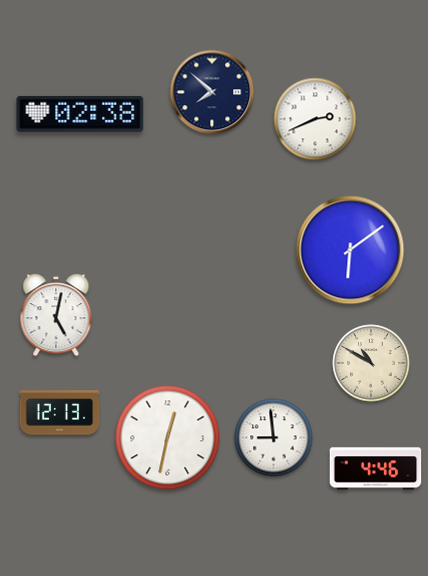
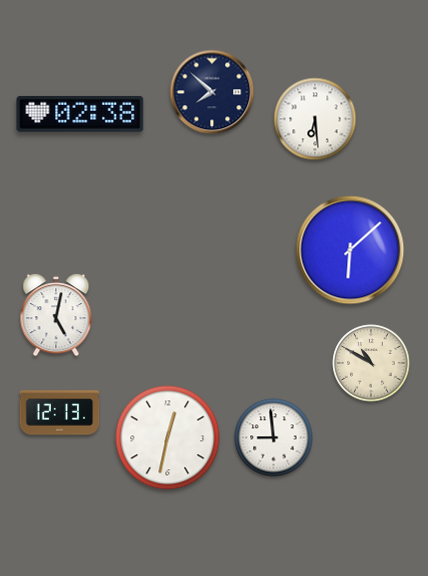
clock at (315, 119): 2:41 -> 6:29
clock at (350, 250): 6:09 -> 6:08
clock at (376, 469): 4:46 -> none
